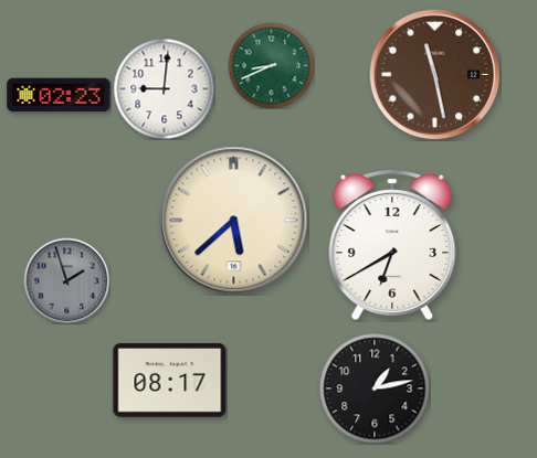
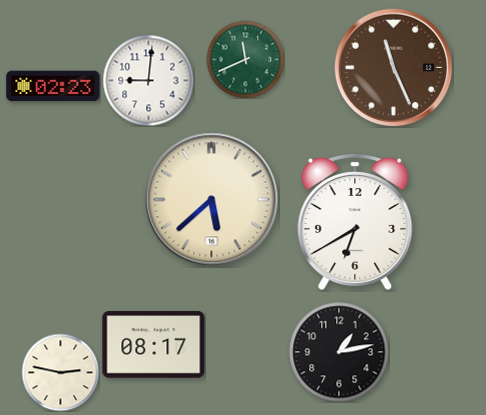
clock at (271, 65): 8:41 -> 11:41
clock at (434, 74): 11:28 -> 11:26
clock at (66, 280): 1:57 -> none
clock at (60, 372): none -> 2:47
